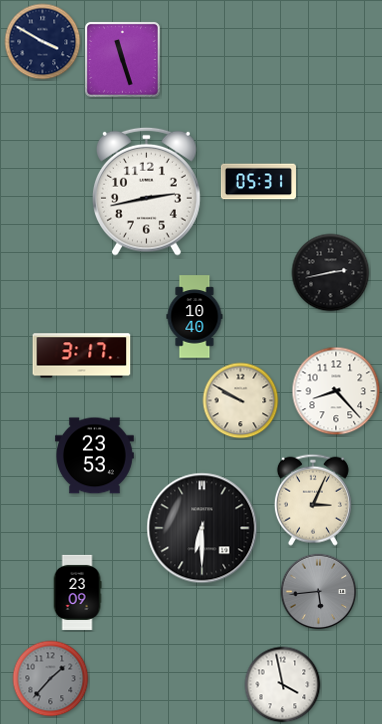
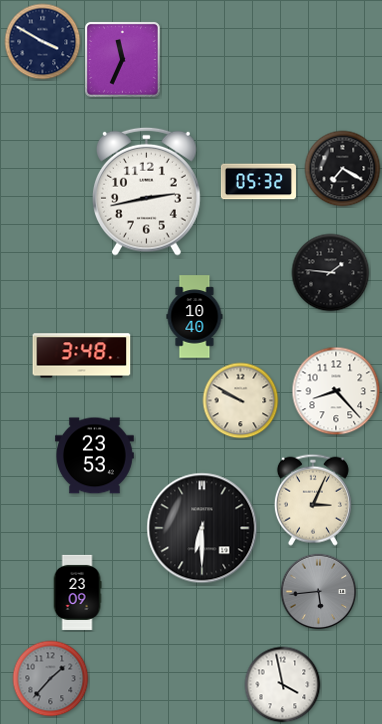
clock at (122, 59): 11:27 -> 11:34
clock at (343, 169): none -> 7:20
clock at (258, 182): 05:31 -> 05:32
clock at (331, 273): 2:43 -> 1:46
clock at (82, 356): 3:17 -> 3:48
